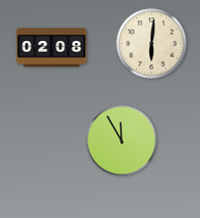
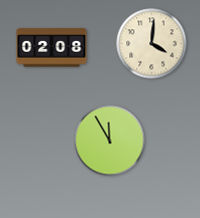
clock at (152, 44): 6:01 -> 4:01
clock at (122, 141) position: (122, 141) -> (110, 141)
